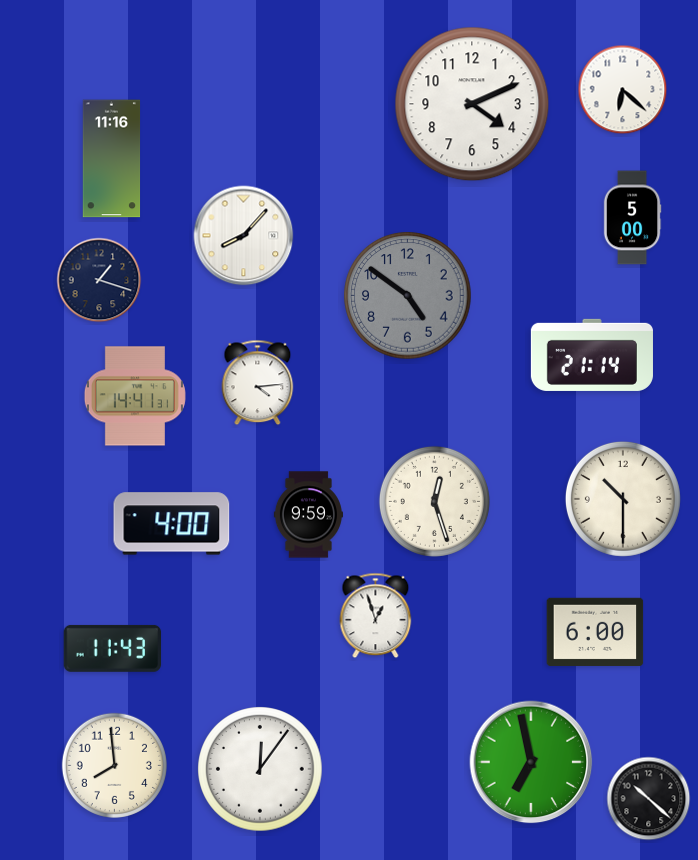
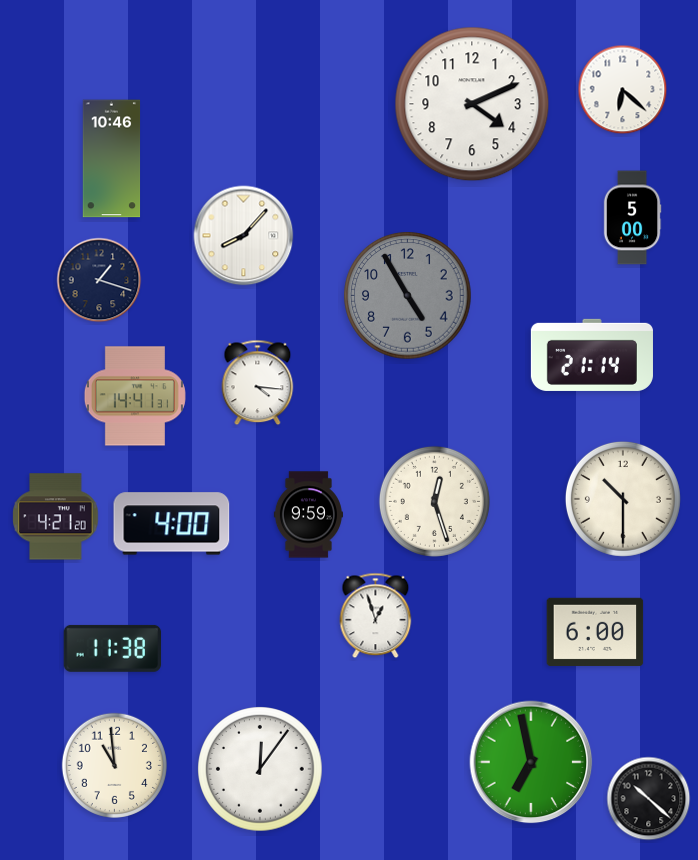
clock at (112, 159): 11:16 -> 10:46
clock at (408, 296): 4:51 -> 4:55
clock at (258, 383): 4:14 -> 4:16
clock at (56, 517): none -> 4:21
clock at (113, 648): 11:43 -> 11:38
clock at (114, 765): 7:59 -> 10:59
